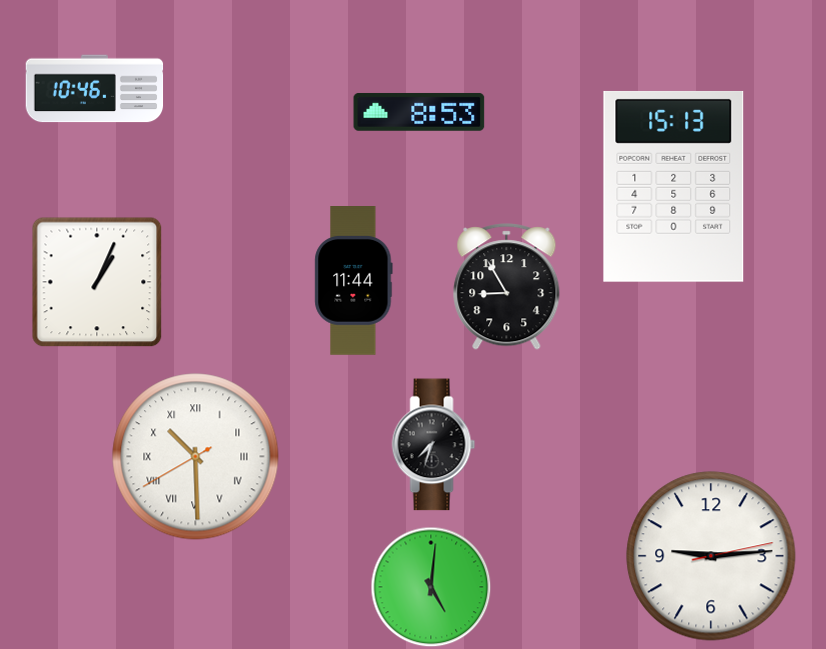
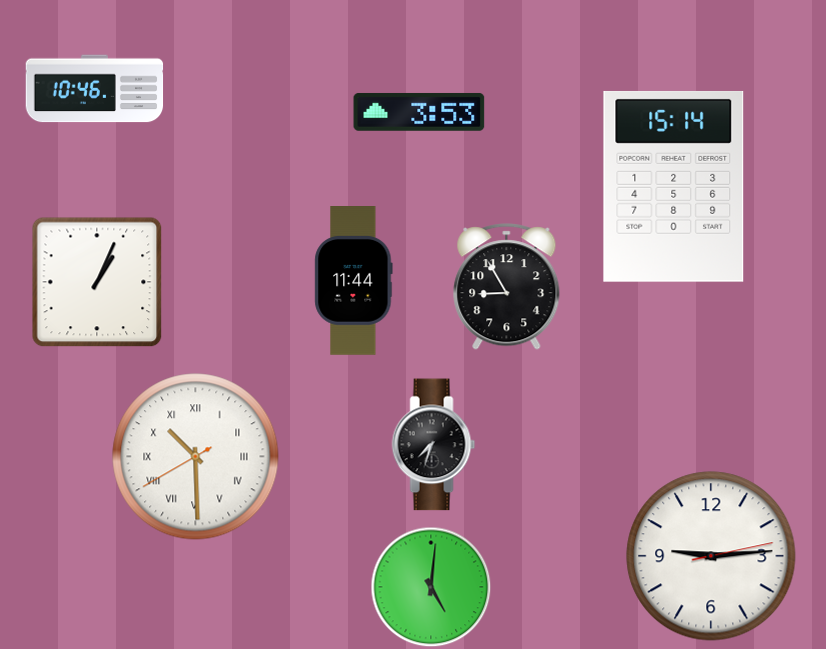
clock at (419, 112): 8:53 -> 3:53
clock at (674, 186): 15:13 -> 15:14
